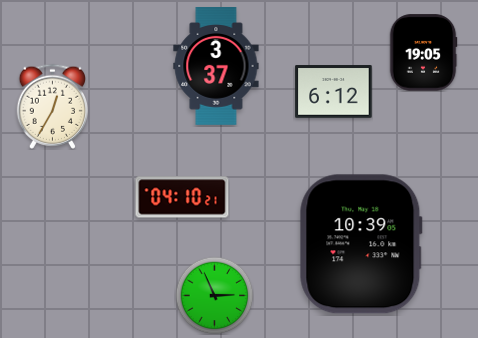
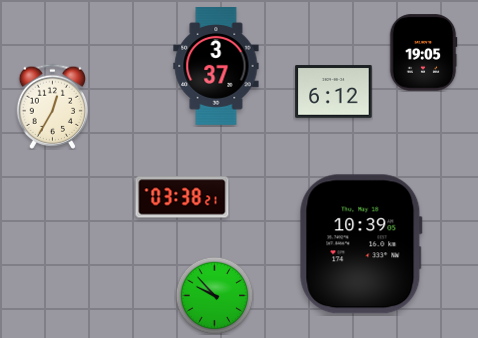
clock at (182, 197): 04:10 -> 03:38
clock at (214, 295): 2:56 -> 9:53
